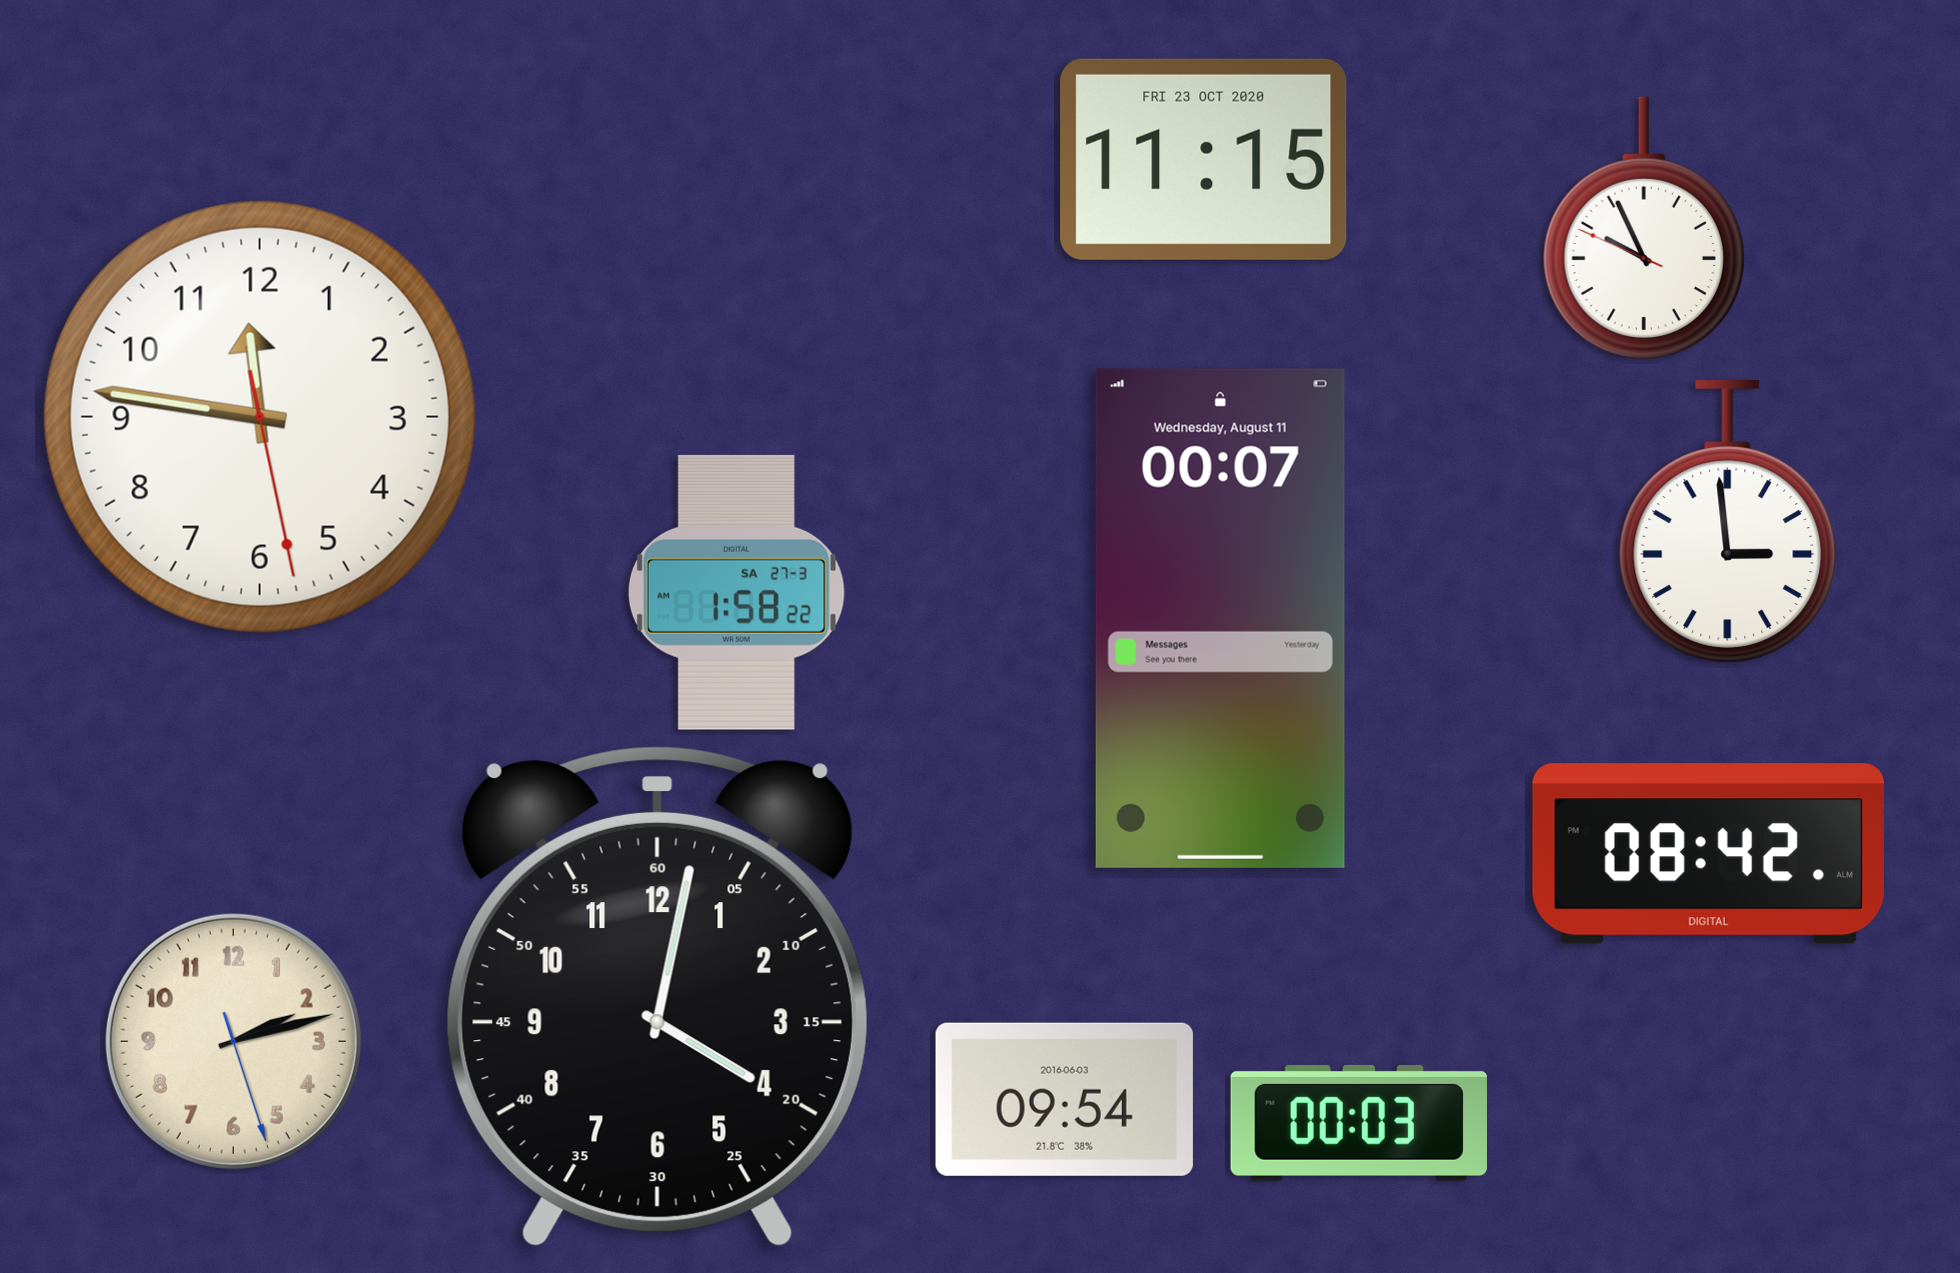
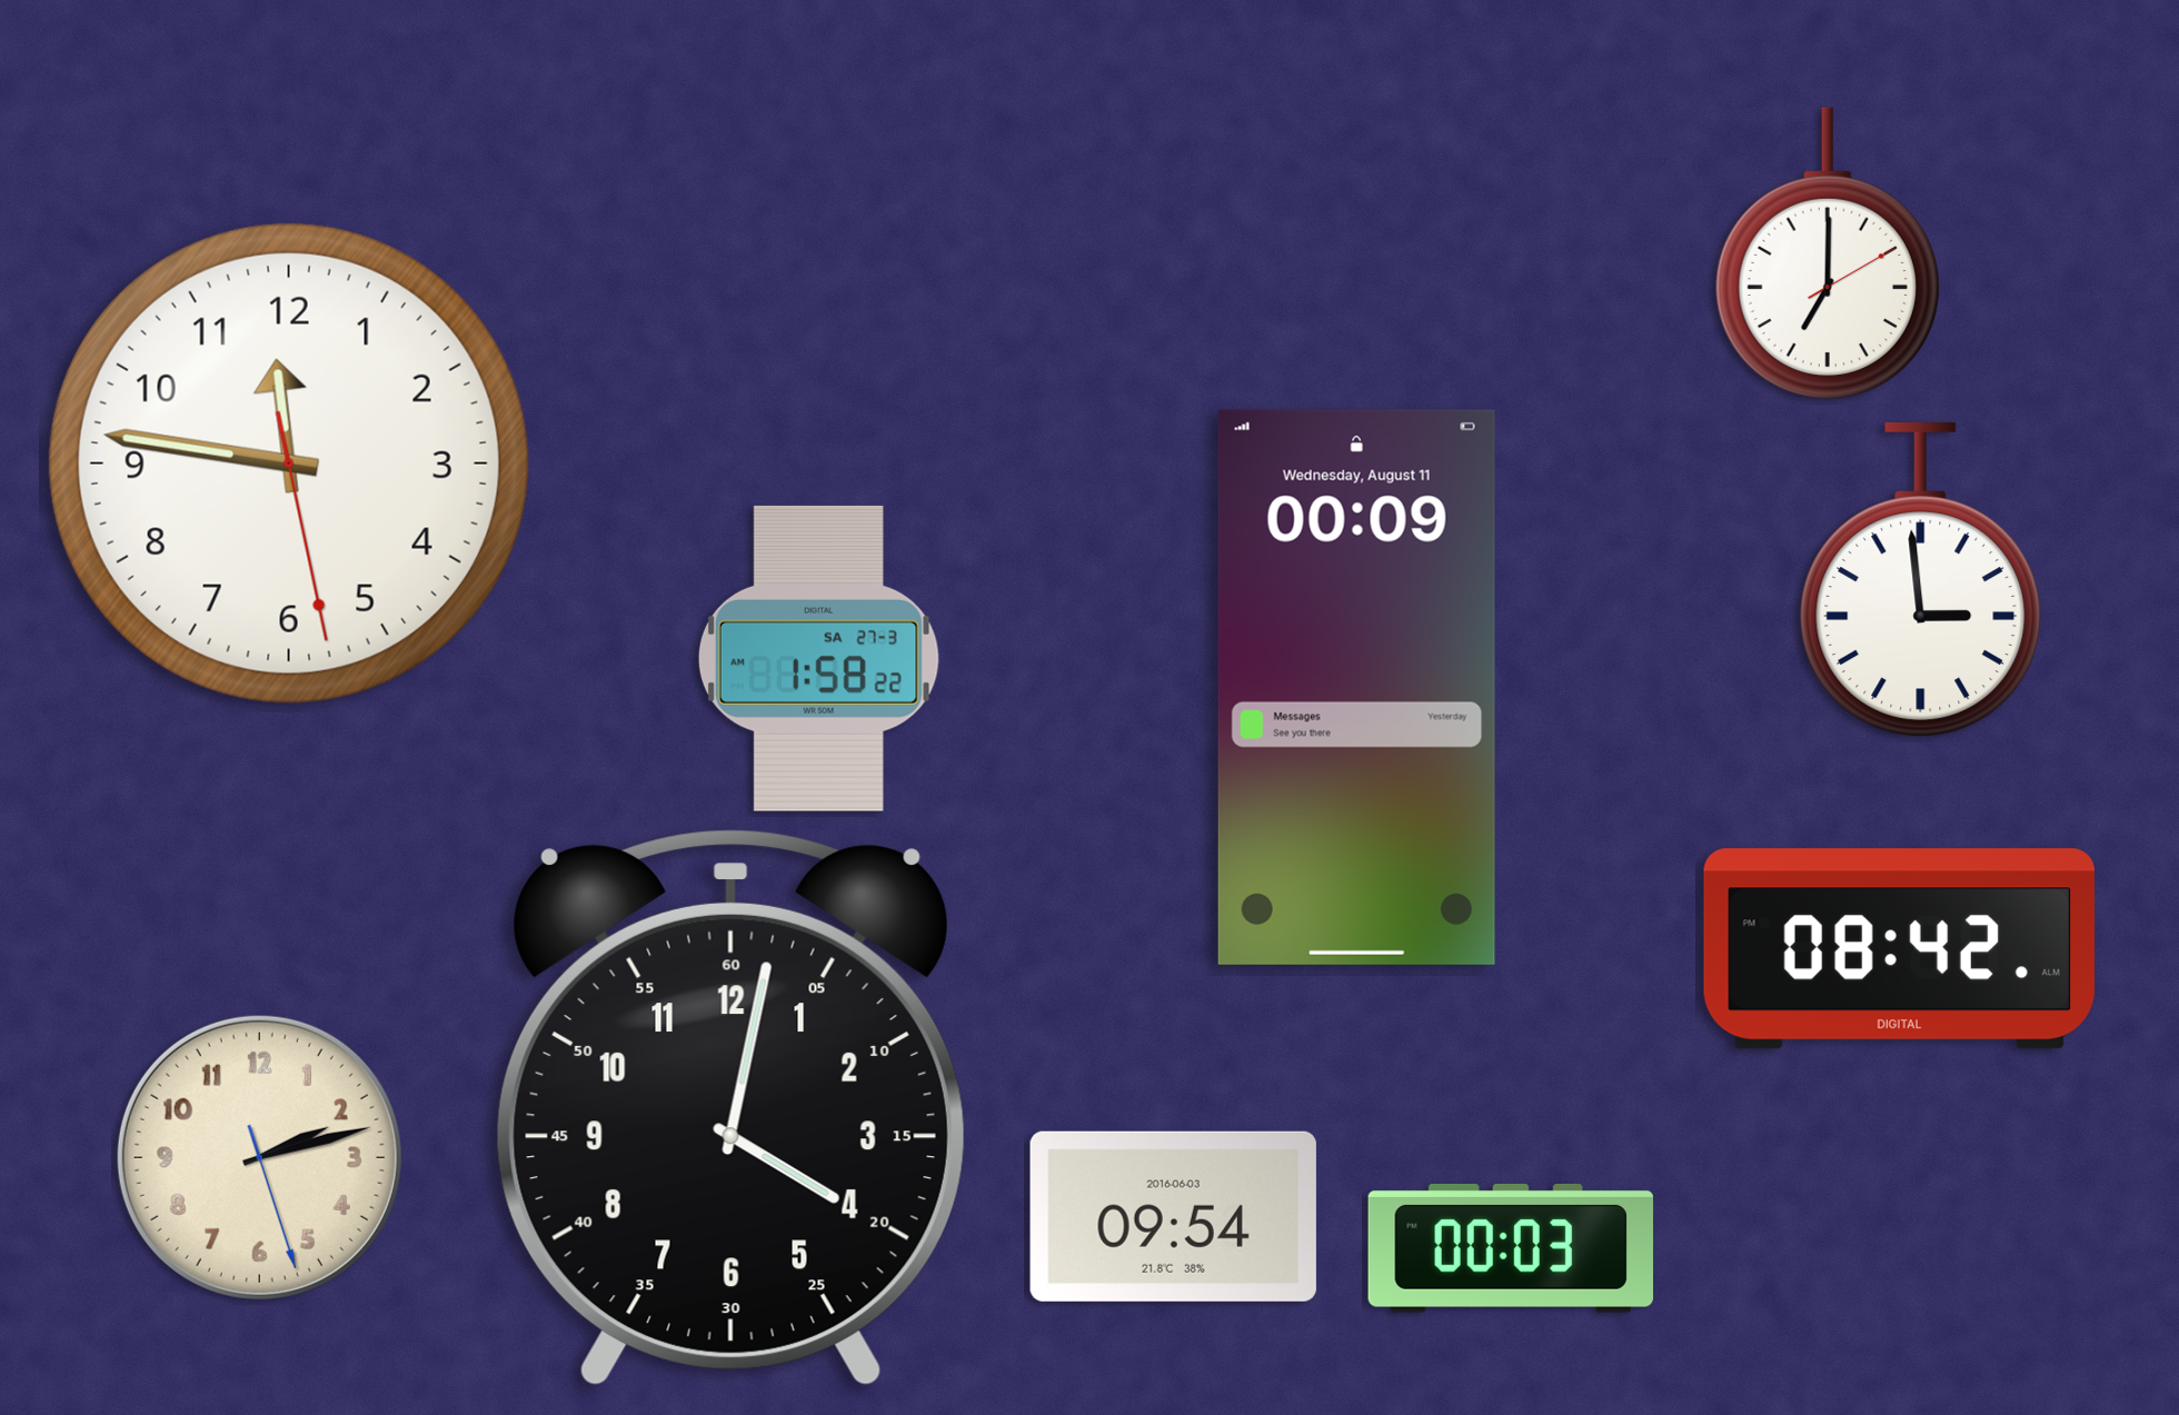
clock at (1204, 159): 11:15 -> none
clock at (1644, 228): 9:55 -> 7:00
clock at (1220, 618): 00:07 -> 00:09
clock at (1064, 1099) position: (1064, 1099) -> (1173, 1216)
